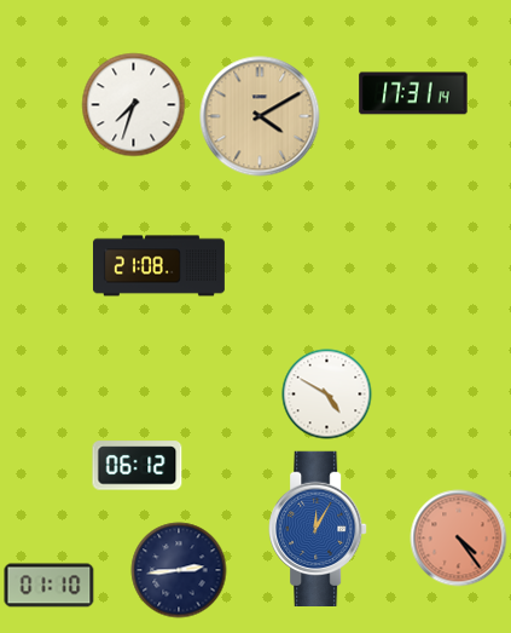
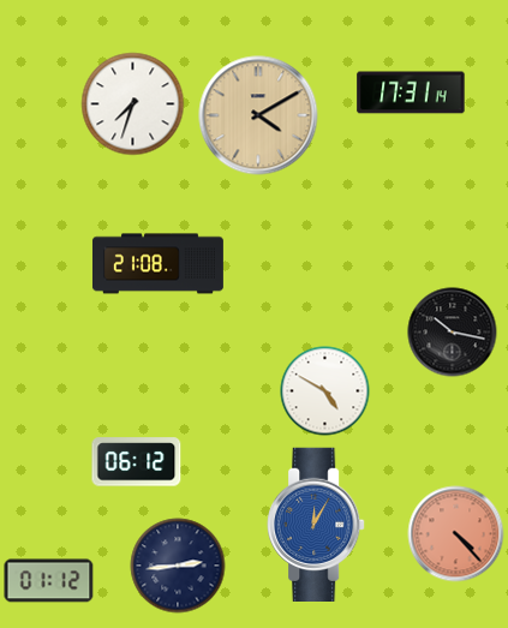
clock at (453, 333): none -> 10:17
clock at (459, 539): 4:24 -> 4:23
clock at (50, 586): 01:10 -> 01:12
